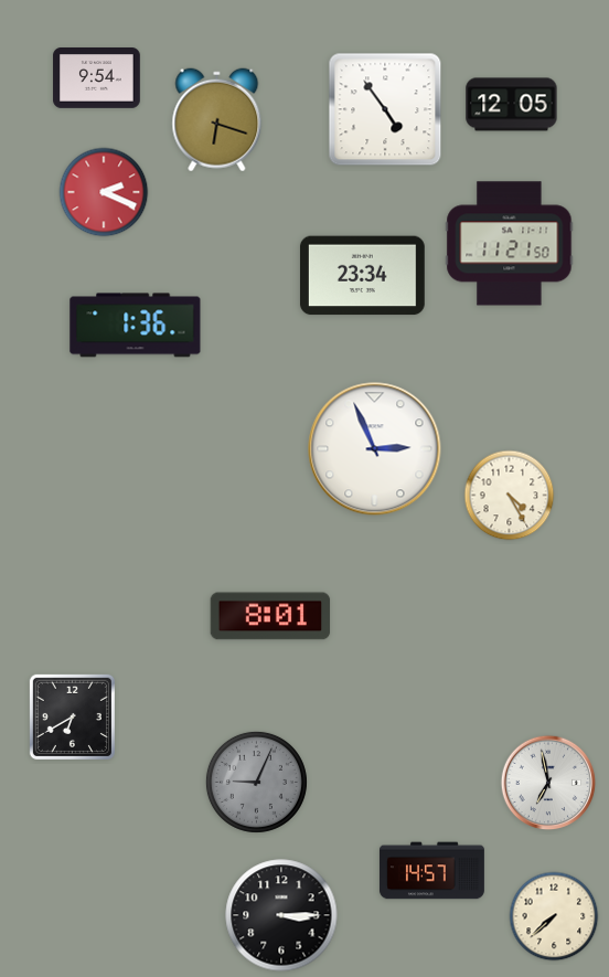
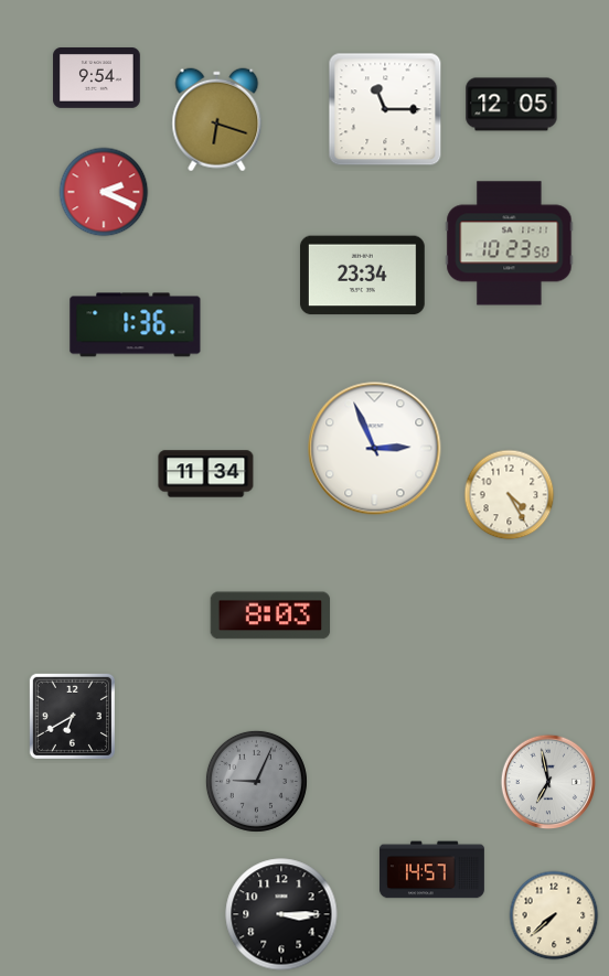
clock at (385, 109): 4:54 -> 11:15
clock at (510, 244): 11:21 -> 10:23
clock at (206, 474): none -> 11:34
clock at (270, 616): 8:01 -> 8:03
